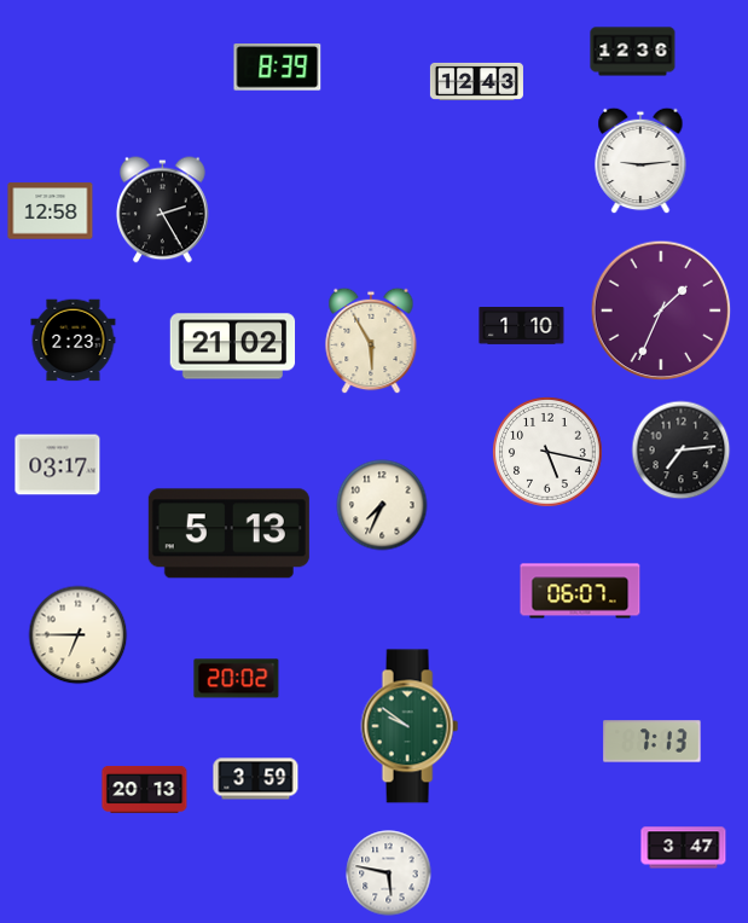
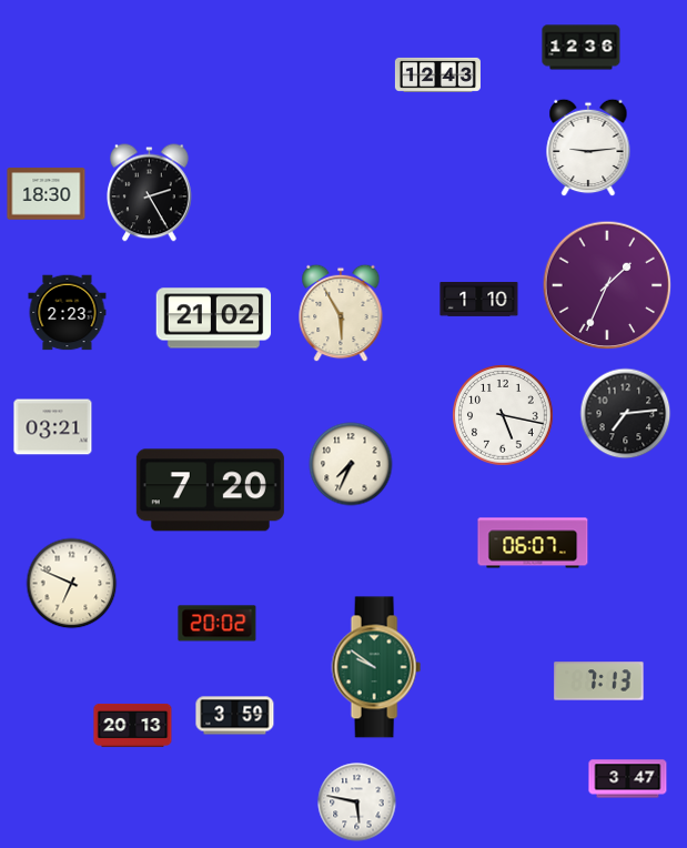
clock at (278, 68): 8:39 -> none
clock at (51, 211): 12:58 -> 18:30
clock at (58, 465): 03:17 -> 03:21
clock at (228, 534): 5:13 -> 7:20
clock at (79, 635): 6:45 -> 6:49
